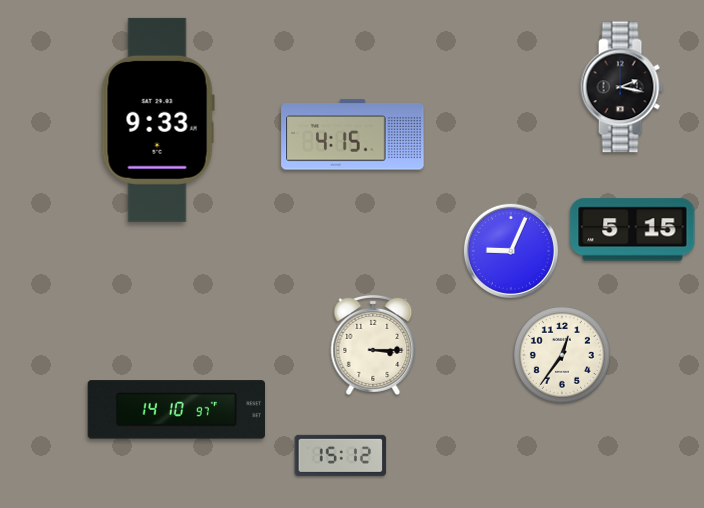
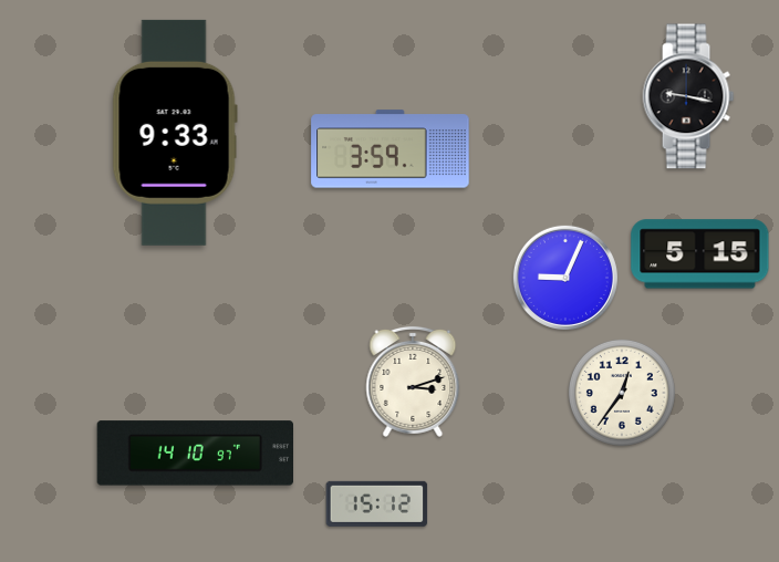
clock at (622, 87): 2:17 -> 9:17
clock at (353, 135): 4:15 -> 3:59
clock at (373, 345): 3:15 -> 3:12
